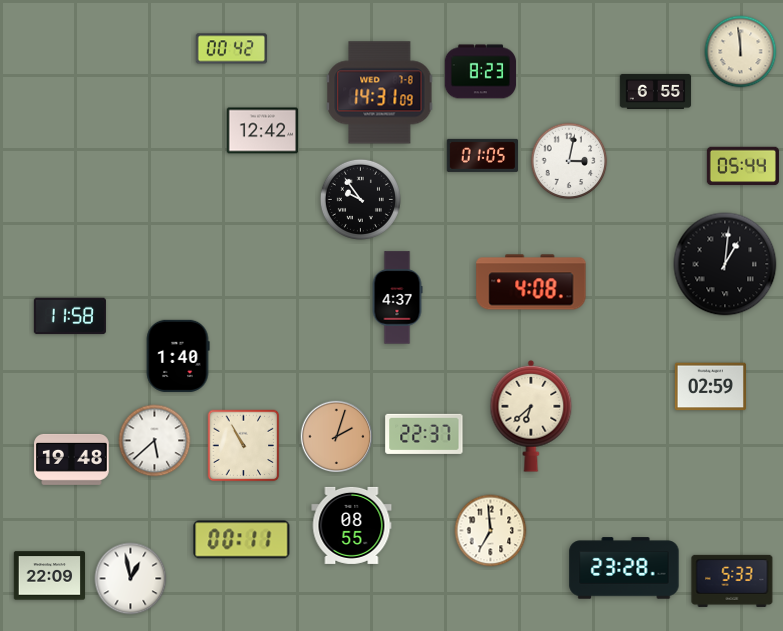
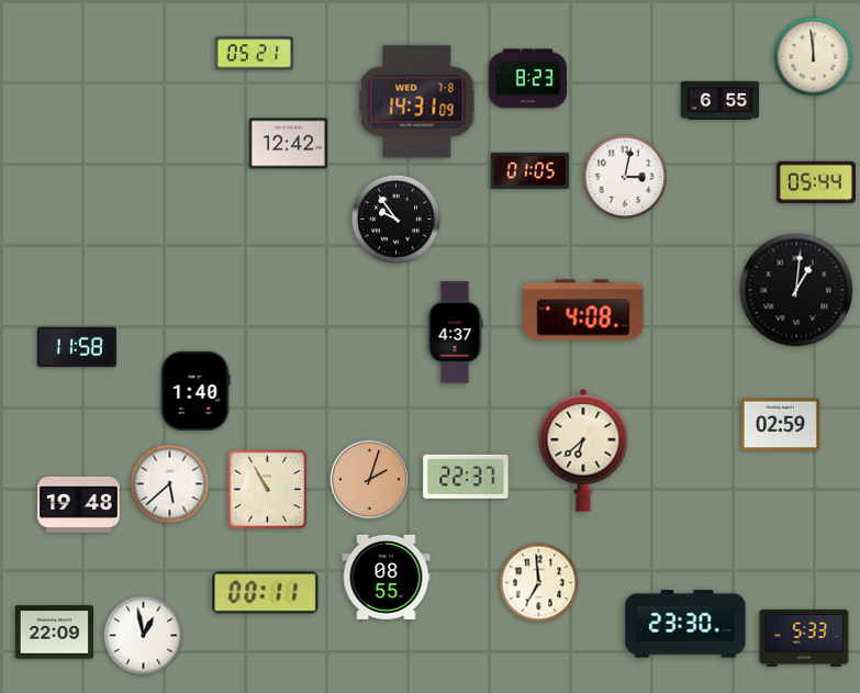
clock at (232, 49): 00:42 -> 05:21
clock at (397, 298) position: (397, 298) -> (455, 333)
clock at (531, 416) position: (531, 416) -> (583, 450)
clock at (624, 568): 23:28 -> 23:30
